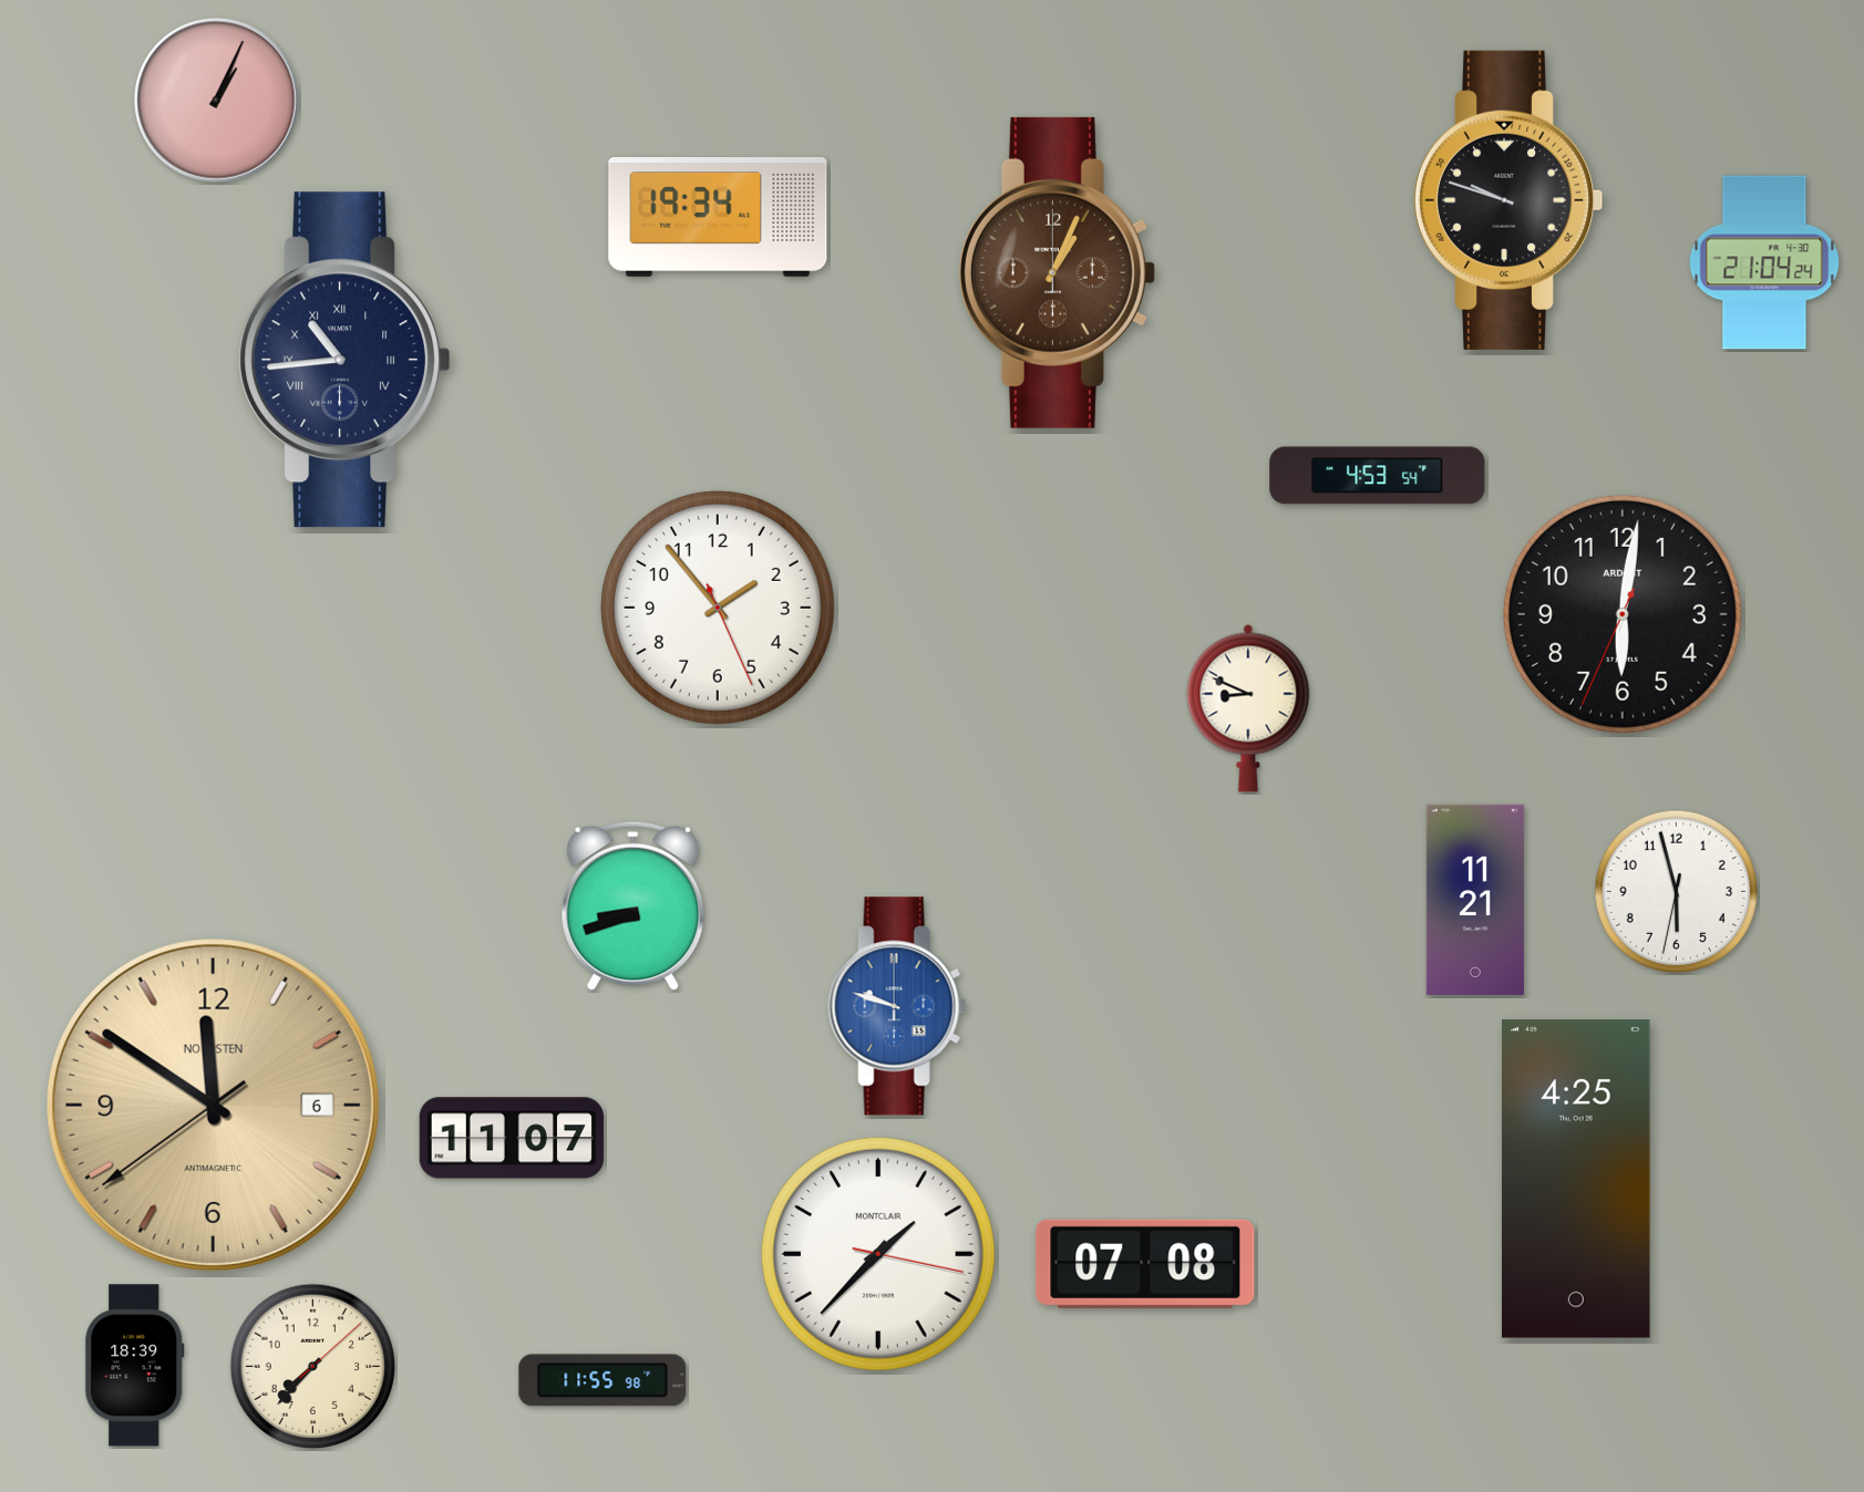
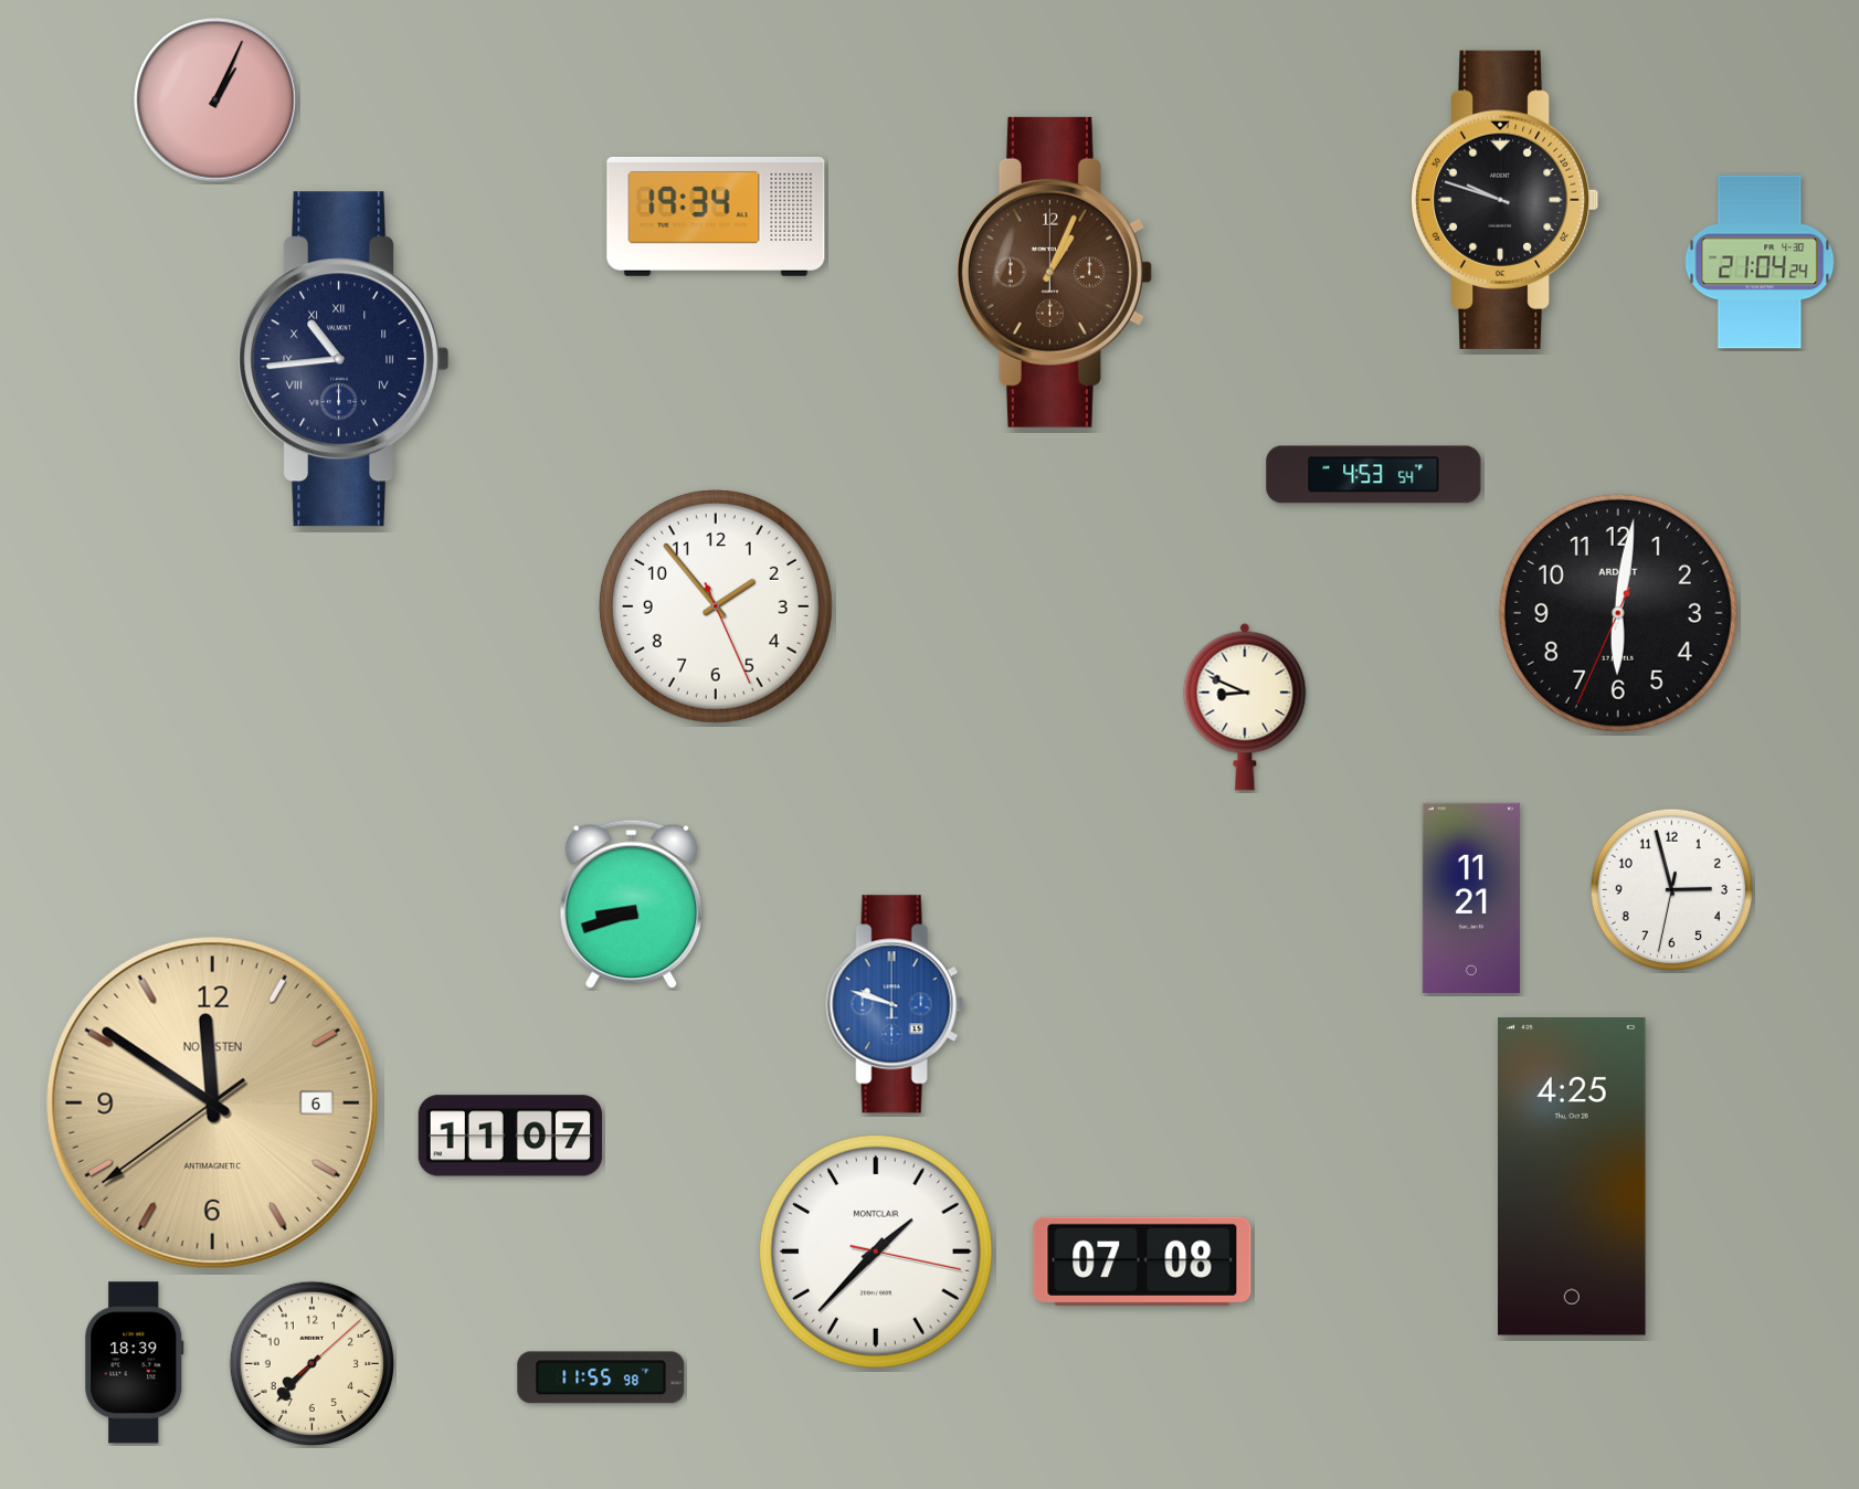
clock at (1676, 891): 5:57 -> 2:57
